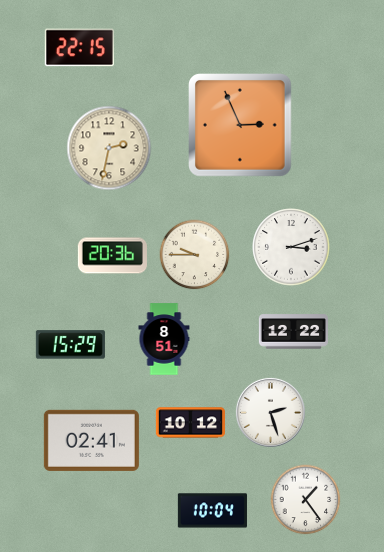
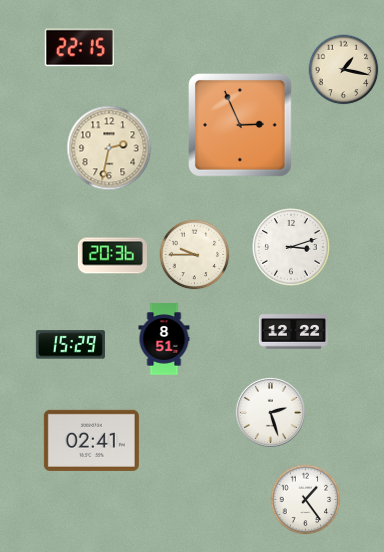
clock at (344, 70): none -> 1:17
clock at (190, 423): 10:12 -> none
clock at (212, 511): 10:04 -> none
